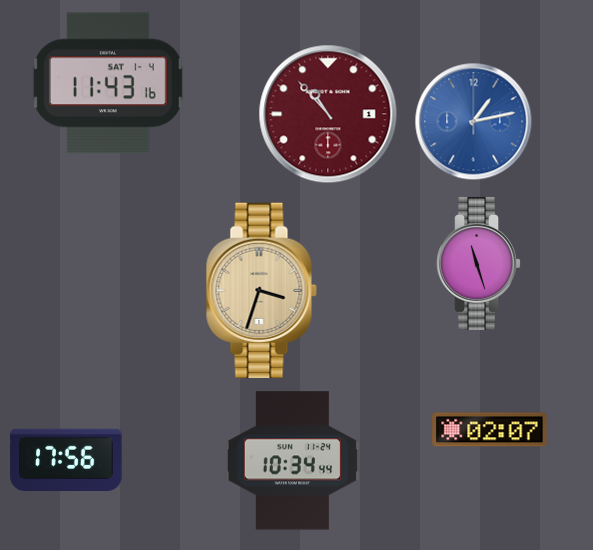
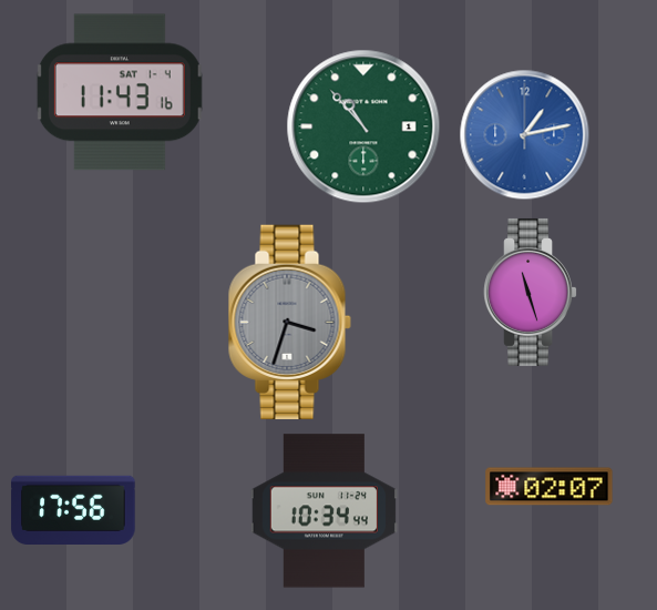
clock at (328, 114) dial: burgundy -> green
clock at (261, 290) dial: champagne -> grey
clock at (490, 430) position: (490, 430) -> (550, 487)
